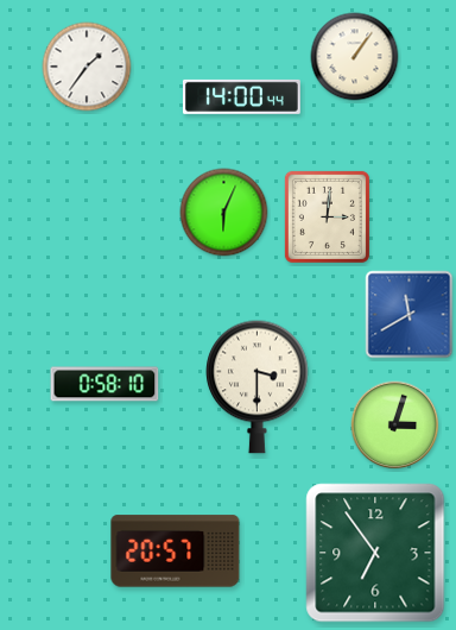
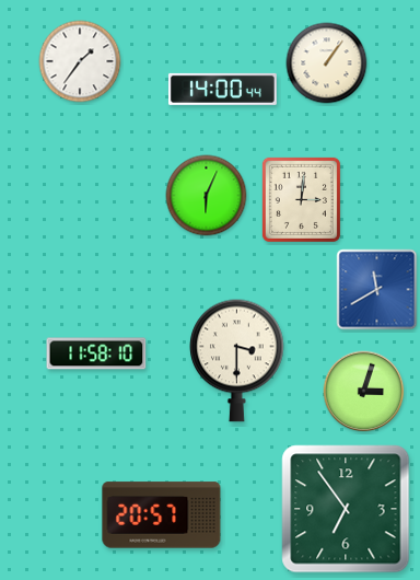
clock at (355, 57) position: (355, 57) -> (327, 63)
clock at (104, 384): 0:58 -> 11:58
clock at (258, 386) position: (258, 386) -> (237, 360)
clock at (176, 552) position: (176, 552) -> (162, 515)
